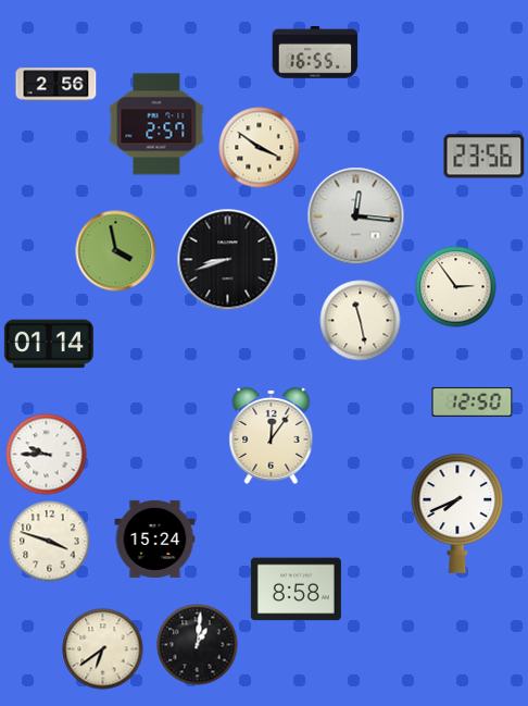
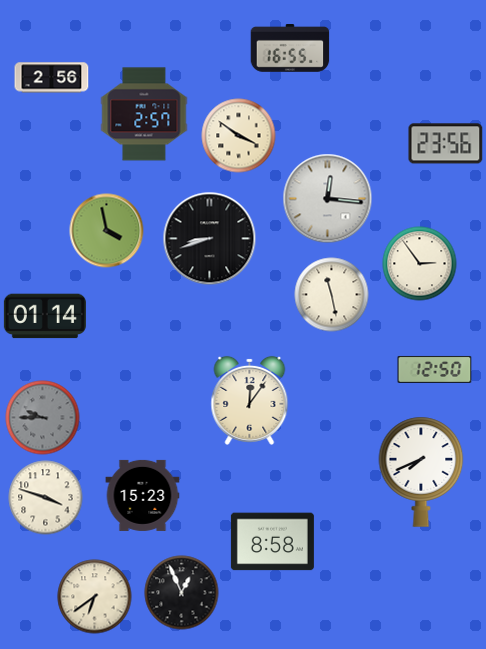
clock at (47, 455) dial: white -> grey
clock at (155, 538): 15:24 -> 15:23
clock at (198, 645): 1:01 -> 12:56
